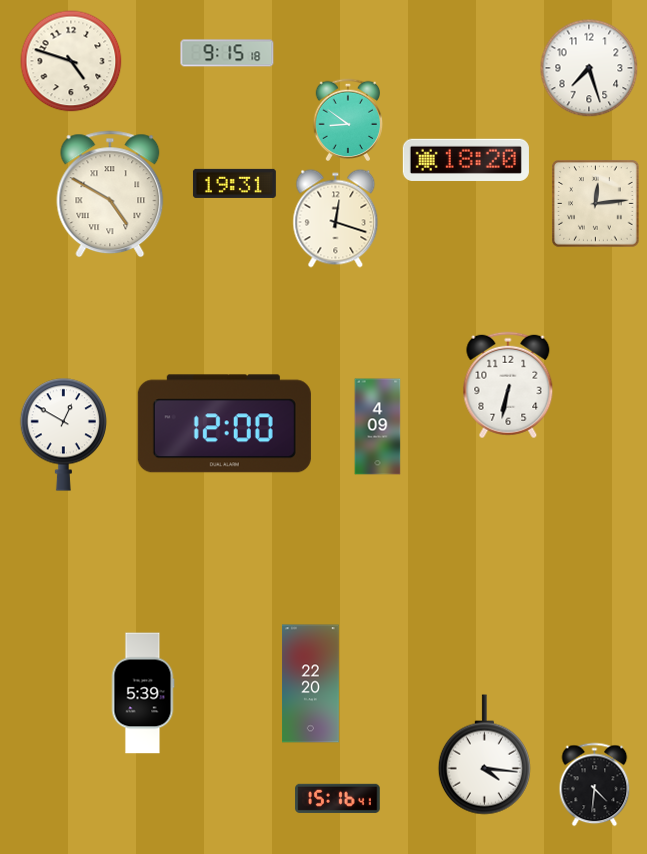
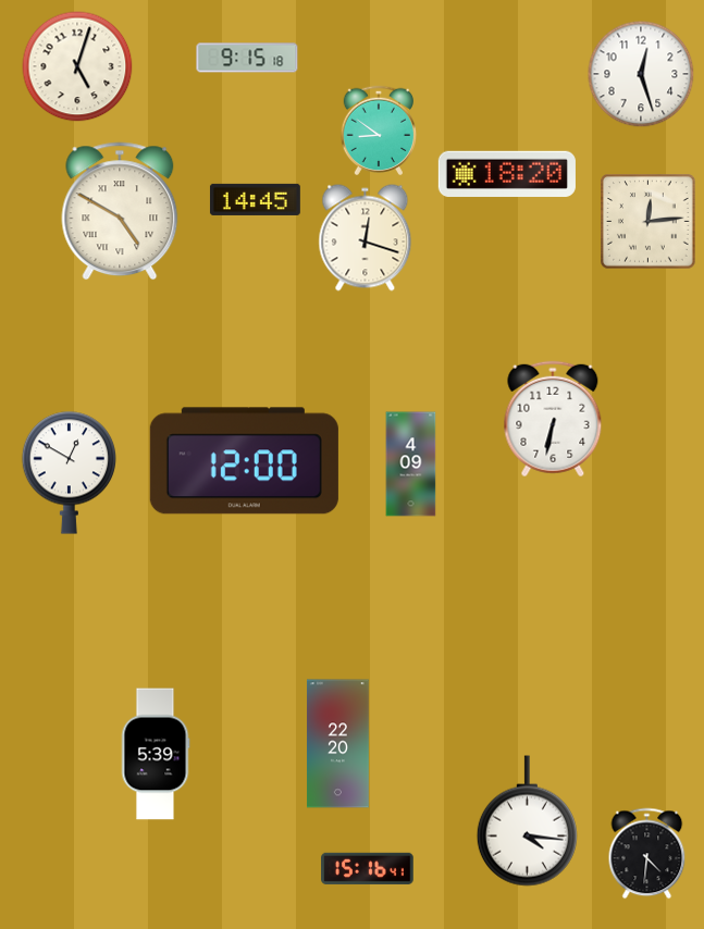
clock at (71, 61): 4:48 -> 5:03
clock at (589, 68): 7:27 -> 12:27
clock at (234, 183): 19:31 -> 14:45
